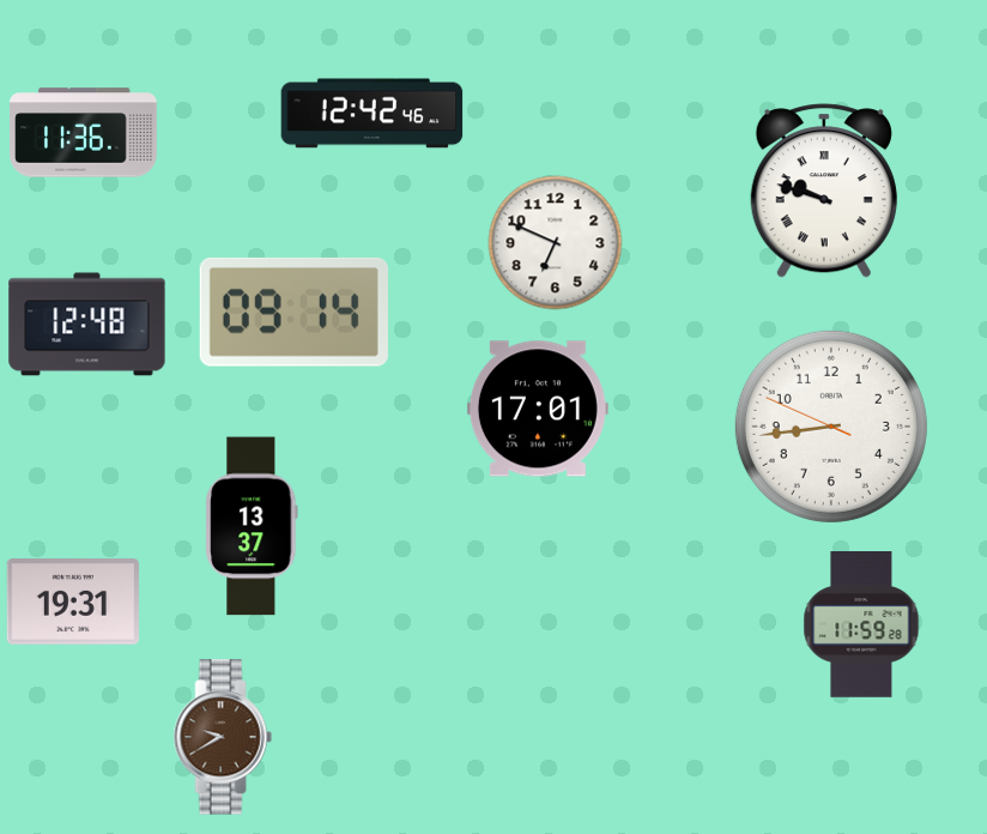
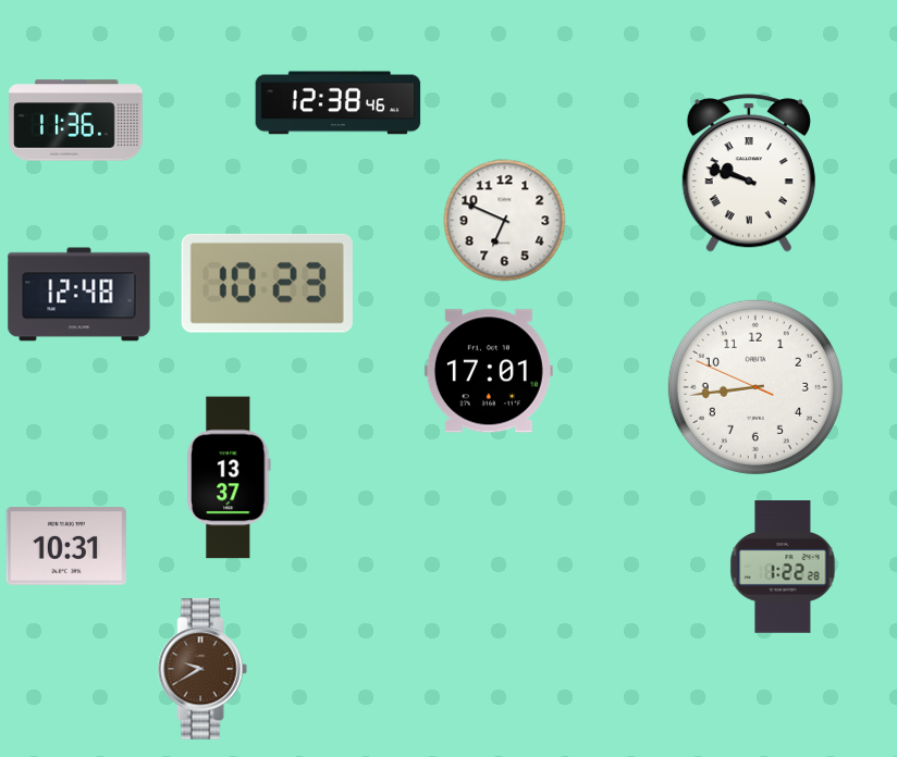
clock at (373, 114): 12:42 -> 12:38
clock at (293, 312): 09:14 -> 10:23
clock at (72, 602): 19:31 -> 10:31
clock at (861, 625): 11:59 -> 1:22
